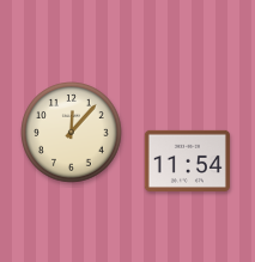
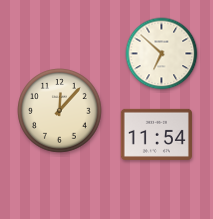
clock at (162, 54): none -> 6:52
